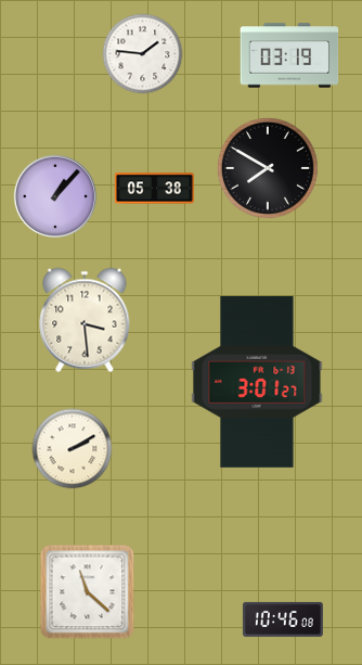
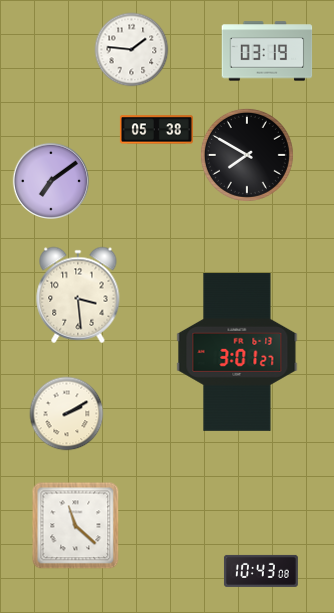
clock at (154, 189) position: (154, 189) -> (156, 130)
clock at (54, 195): 1:07 -> 7:09
clock at (88, 592) position: (88, 592) -> (76, 526)
clock at (283, 619): 10:46 -> 10:43
